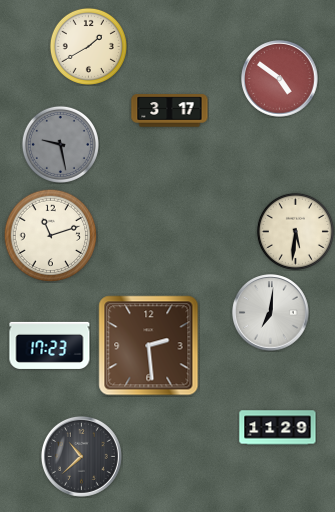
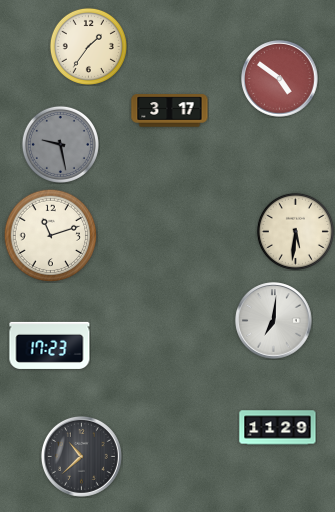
clock at (88, 46): 1:40 -> 1:36
clock at (271, 313) position: (271, 313) -> (274, 321)
clock at (149, 346): 2:29 -> none
